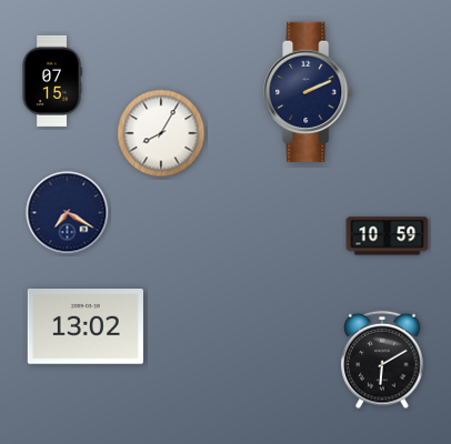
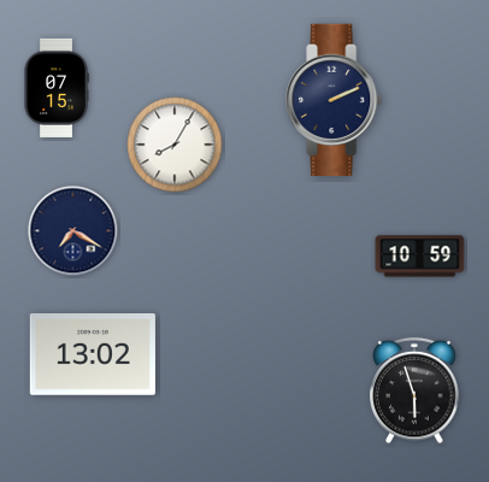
clock at (382, 360): 6:10 -> 5:57
